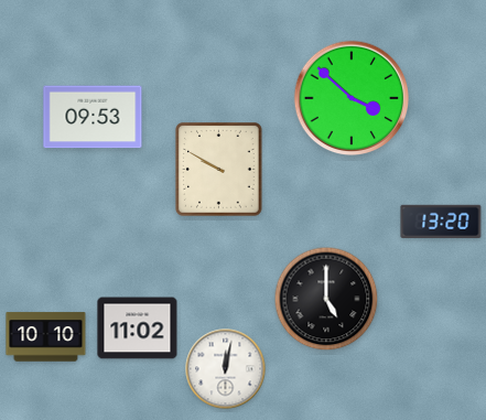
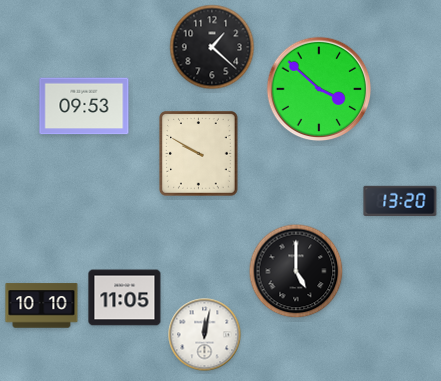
clock at (212, 47): none -> 1:22
clock at (138, 329): 11:02 -> 11:05
